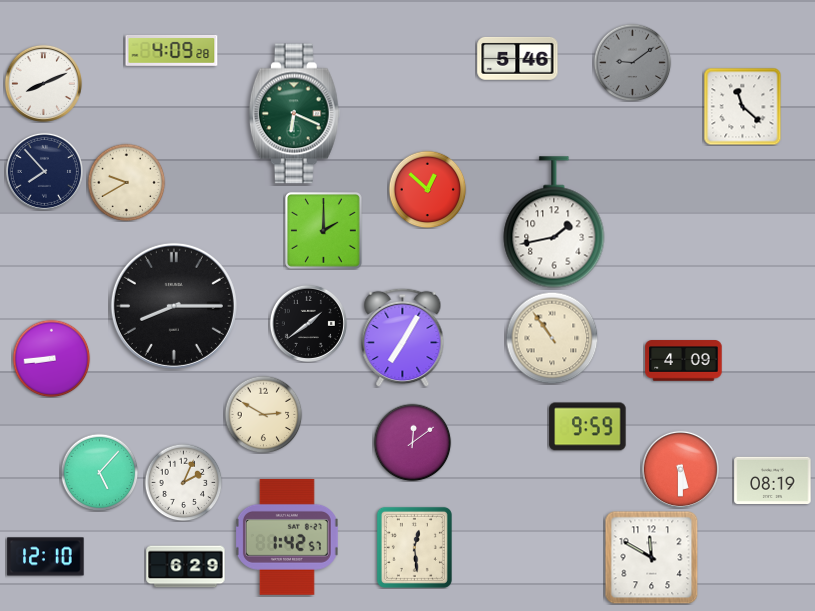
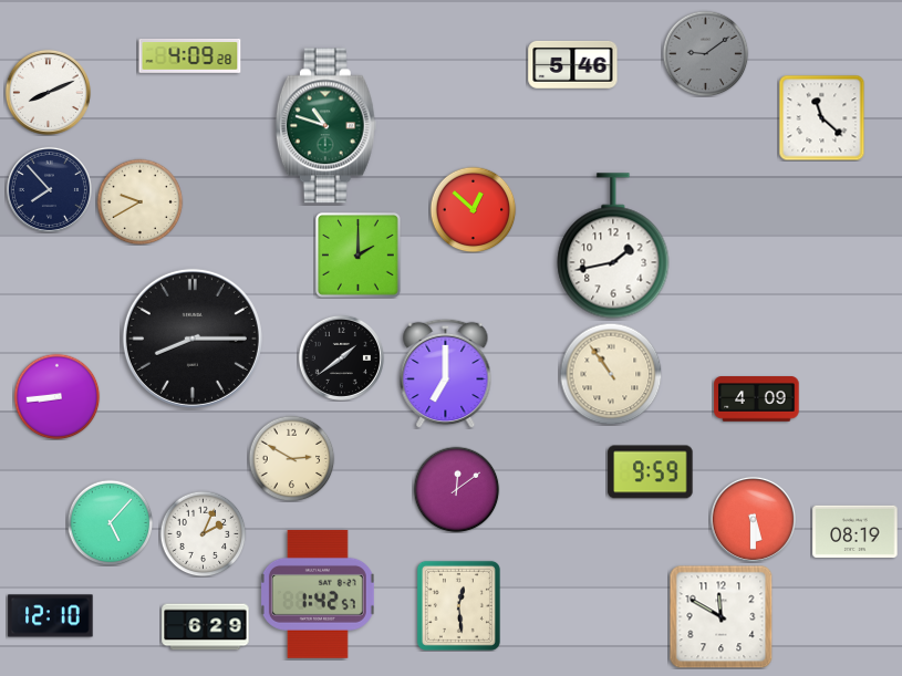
clock at (632, 62) position: (632, 62) -> (705, 53)
clock at (294, 114): 6:19 -> 10:48
clock at (403, 337): 7:05 -> 7:00
